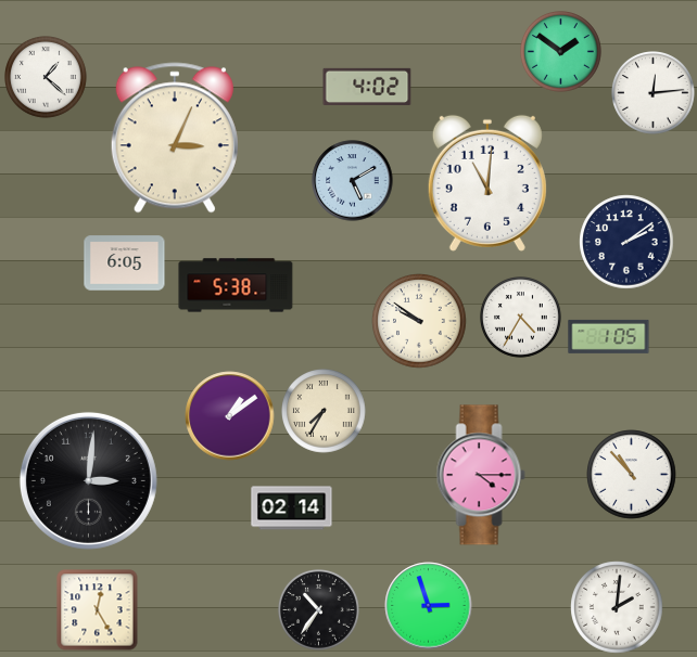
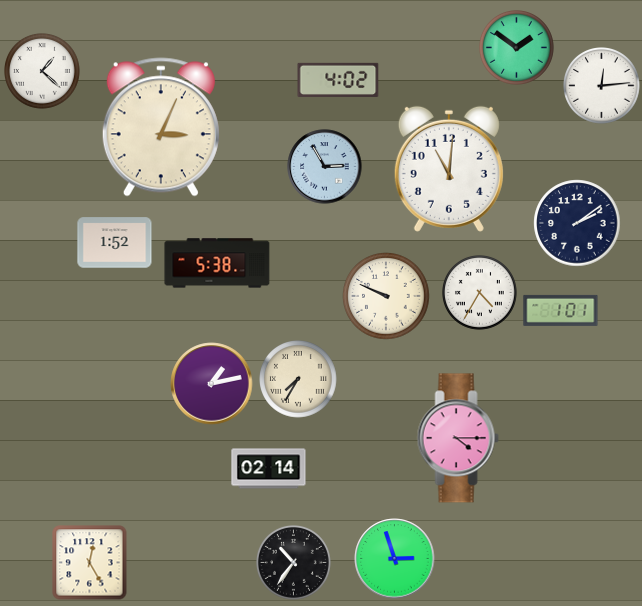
clock at (353, 181): 5:10 -> 2:55
clock at (125, 263): 6:05 -> 1:52
clock at (419, 321): 9:51 -> 9:49
clock at (609, 336): 1:05 -> 1:01
clock at (230, 416): 1:09 -> 1:13
clock at (481, 475) position: (481, 475) -> (458, 438)
clock at (632, 475): 10:53 -> none
clock at (88, 480): 3:01 -> none
clock at (617, 607): 2:01 -> none
